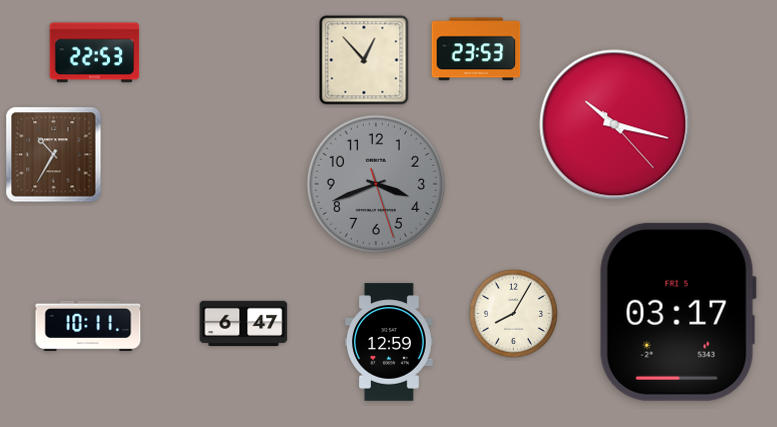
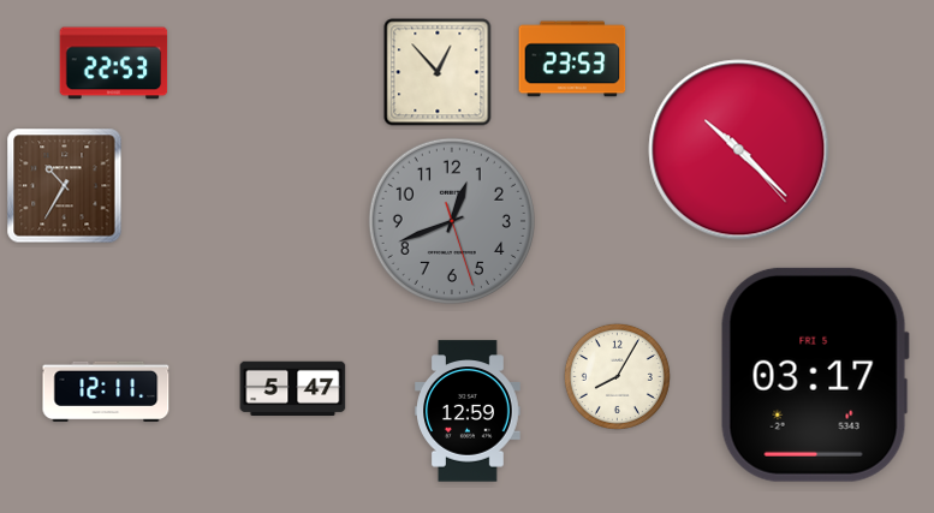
clock at (615, 125): 10:17 -> 10:22
clock at (376, 184): 3:41 -> 12:41
clock at (244, 323): 6:47 -> 5:47
clock at (88, 326): 10:11 -> 12:11
